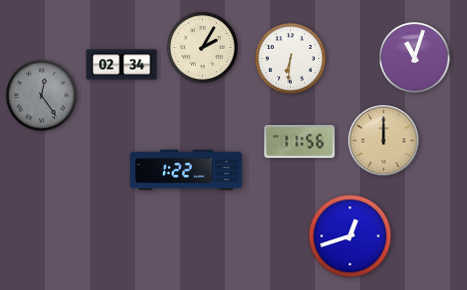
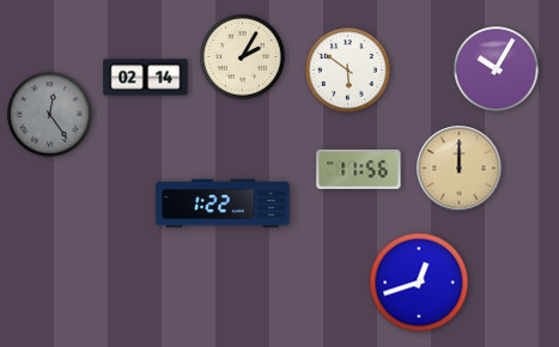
clock at (415, 58): 11:03 -> 10:05
clock at (291, 59): 6:31 -> 5:51
clock at (122, 65): 02:34 -> 02:14
